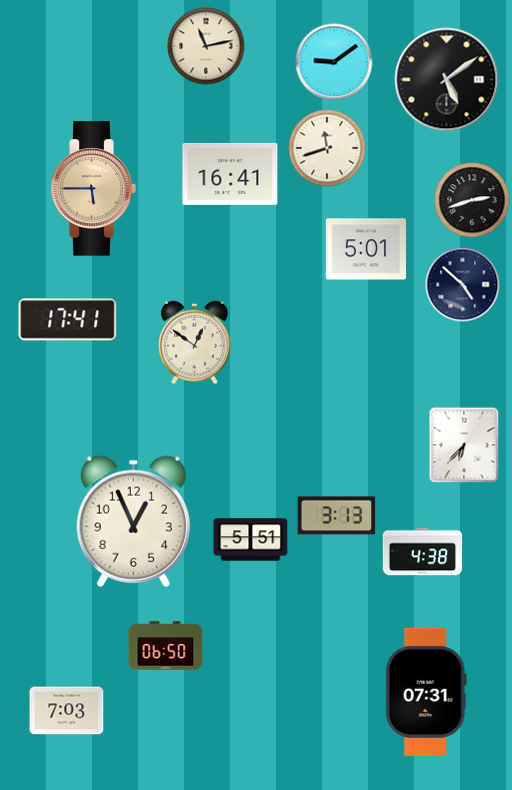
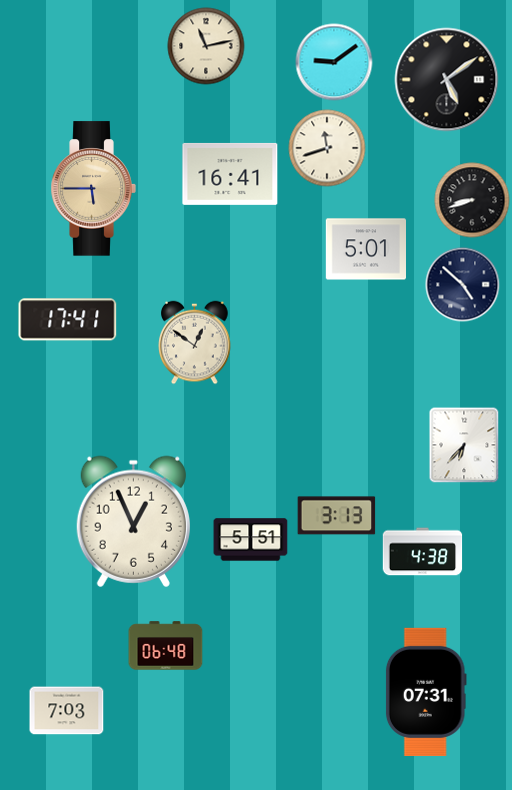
clock at (472, 200): 2:42 -> 8:42
clock at (166, 646): 06:50 -> 06:48
